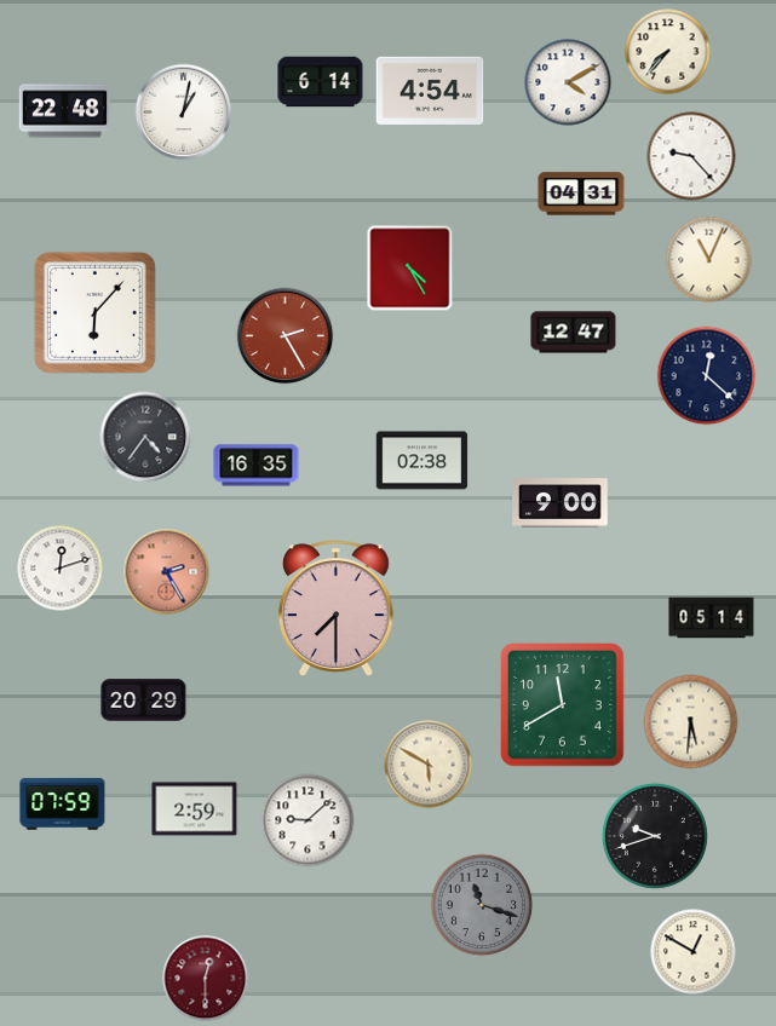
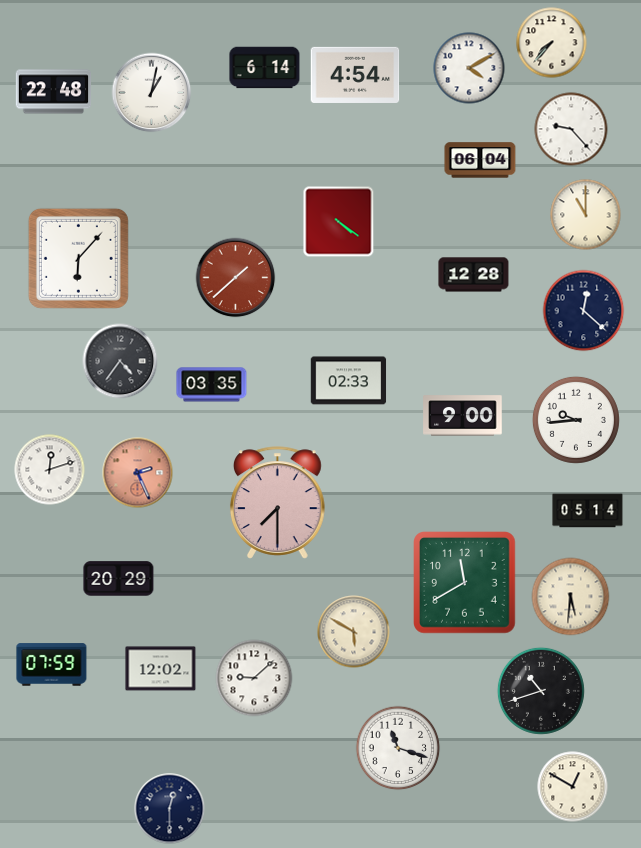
clock at (581, 194): 04:31 -> 06:04
clock at (709, 260): 11:04 -> 11:00
clock at (410, 269): 4:25 -> 4:21
clock at (574, 333): 12:47 -> 12:28
clock at (286, 336): 2:25 -> 1:38
clock at (423, 461): 02:38 -> 02:33
clock at (257, 466): 16:35 -> 03:35
clock at (576, 420): none -> 9:44
clock at (167, 572): 2:25 -> 2:26
clock at (195, 809): 2:59 -> 12:02
clock at (655, 836): 9:42 -> 10:42
clock at (482, 905) dial: grey -> white
clock at (206, 979) dial: burgundy -> navy
